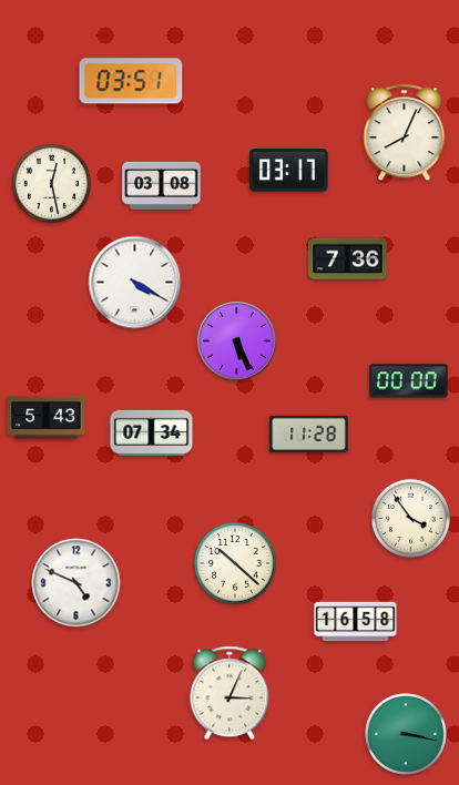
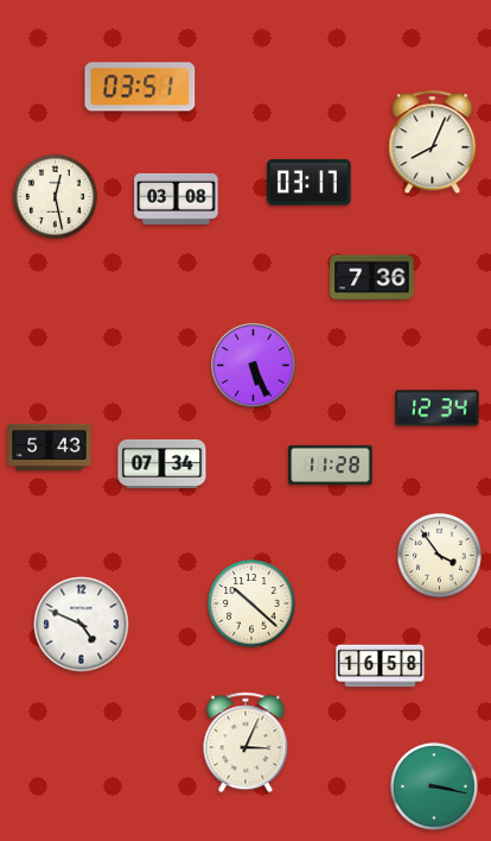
clock at (162, 185) position: (162, 185) -> (177, 198)
clock at (135, 283): 4:20 -> none
clock at (409, 381): 00:00 -> 12:34
